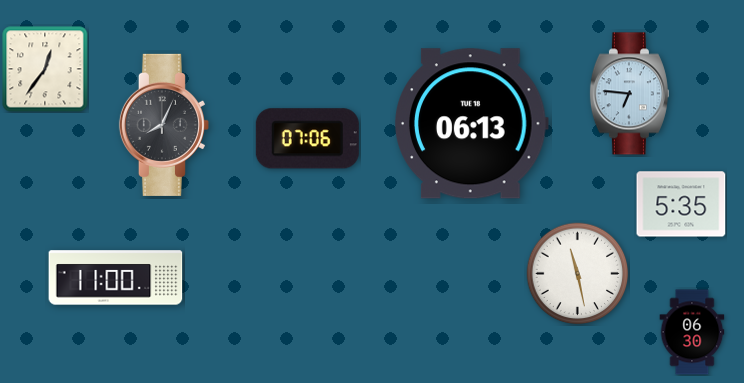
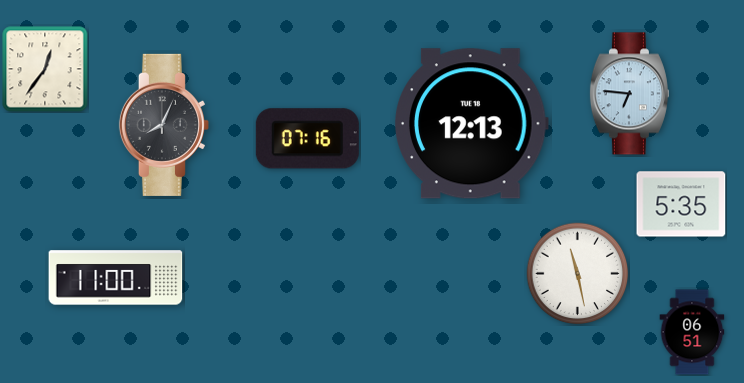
clock at (472, 124): 06:13 -> 12:13
clock at (307, 139): 07:06 -> 07:16
clock at (692, 332): 06:30 -> 06:51
